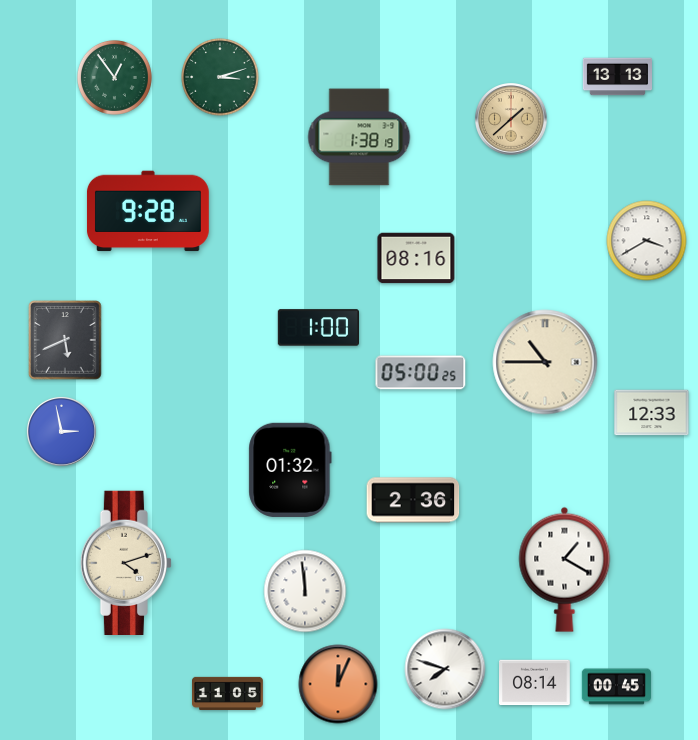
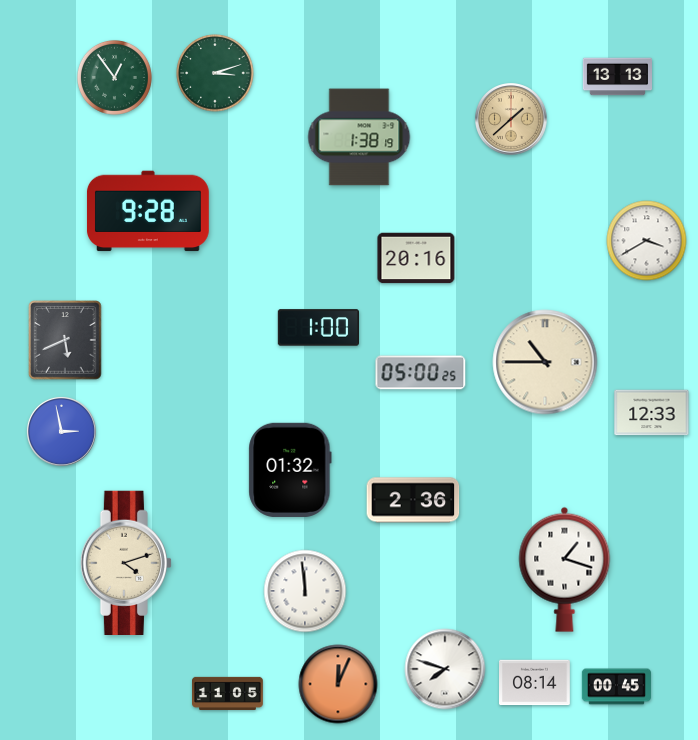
clock at (220, 77) position: (220, 77) -> (215, 73)
clock at (416, 258): 08:16 -> 20:16
clock at (565, 569): 1:20 -> 1:18
